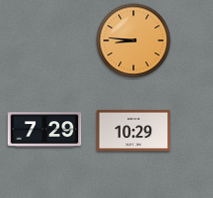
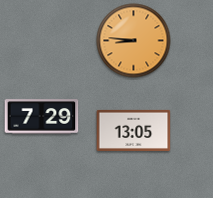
clock at (45, 130) position: (45, 130) -> (42, 117)
clock at (134, 130): 10:29 -> 13:05
